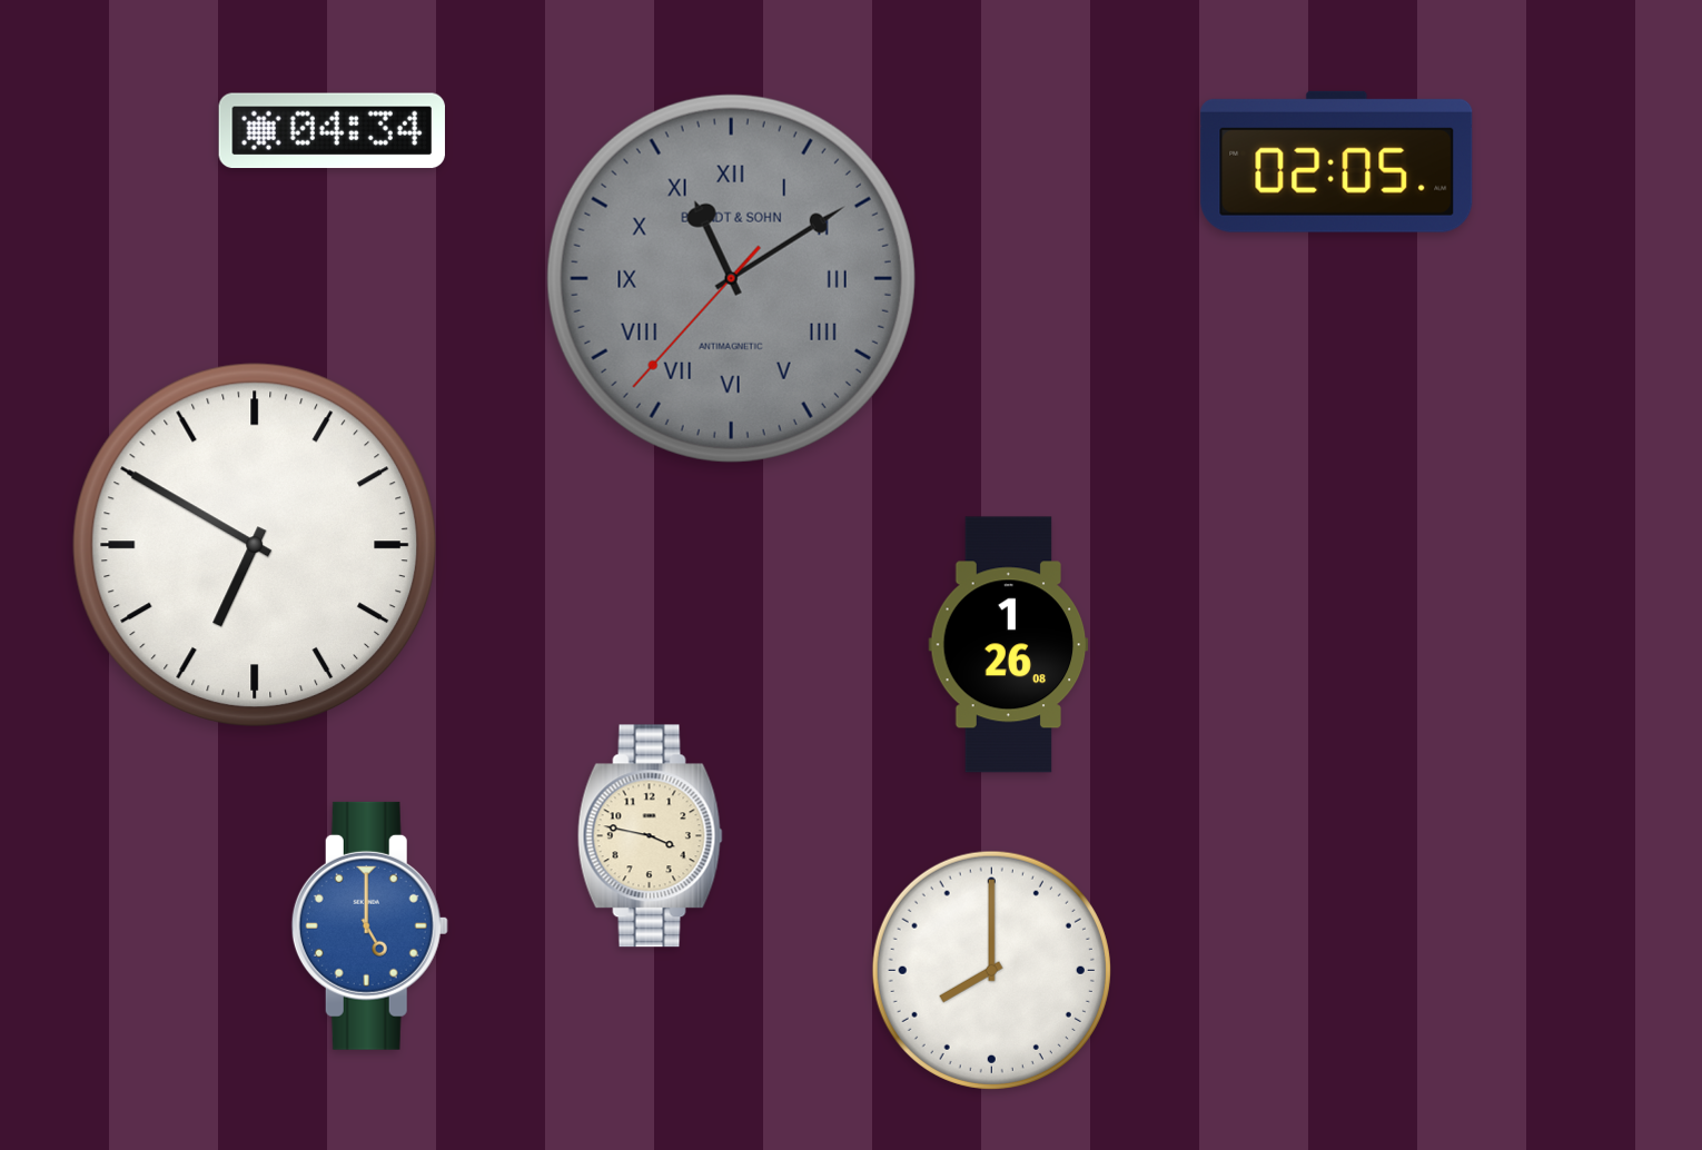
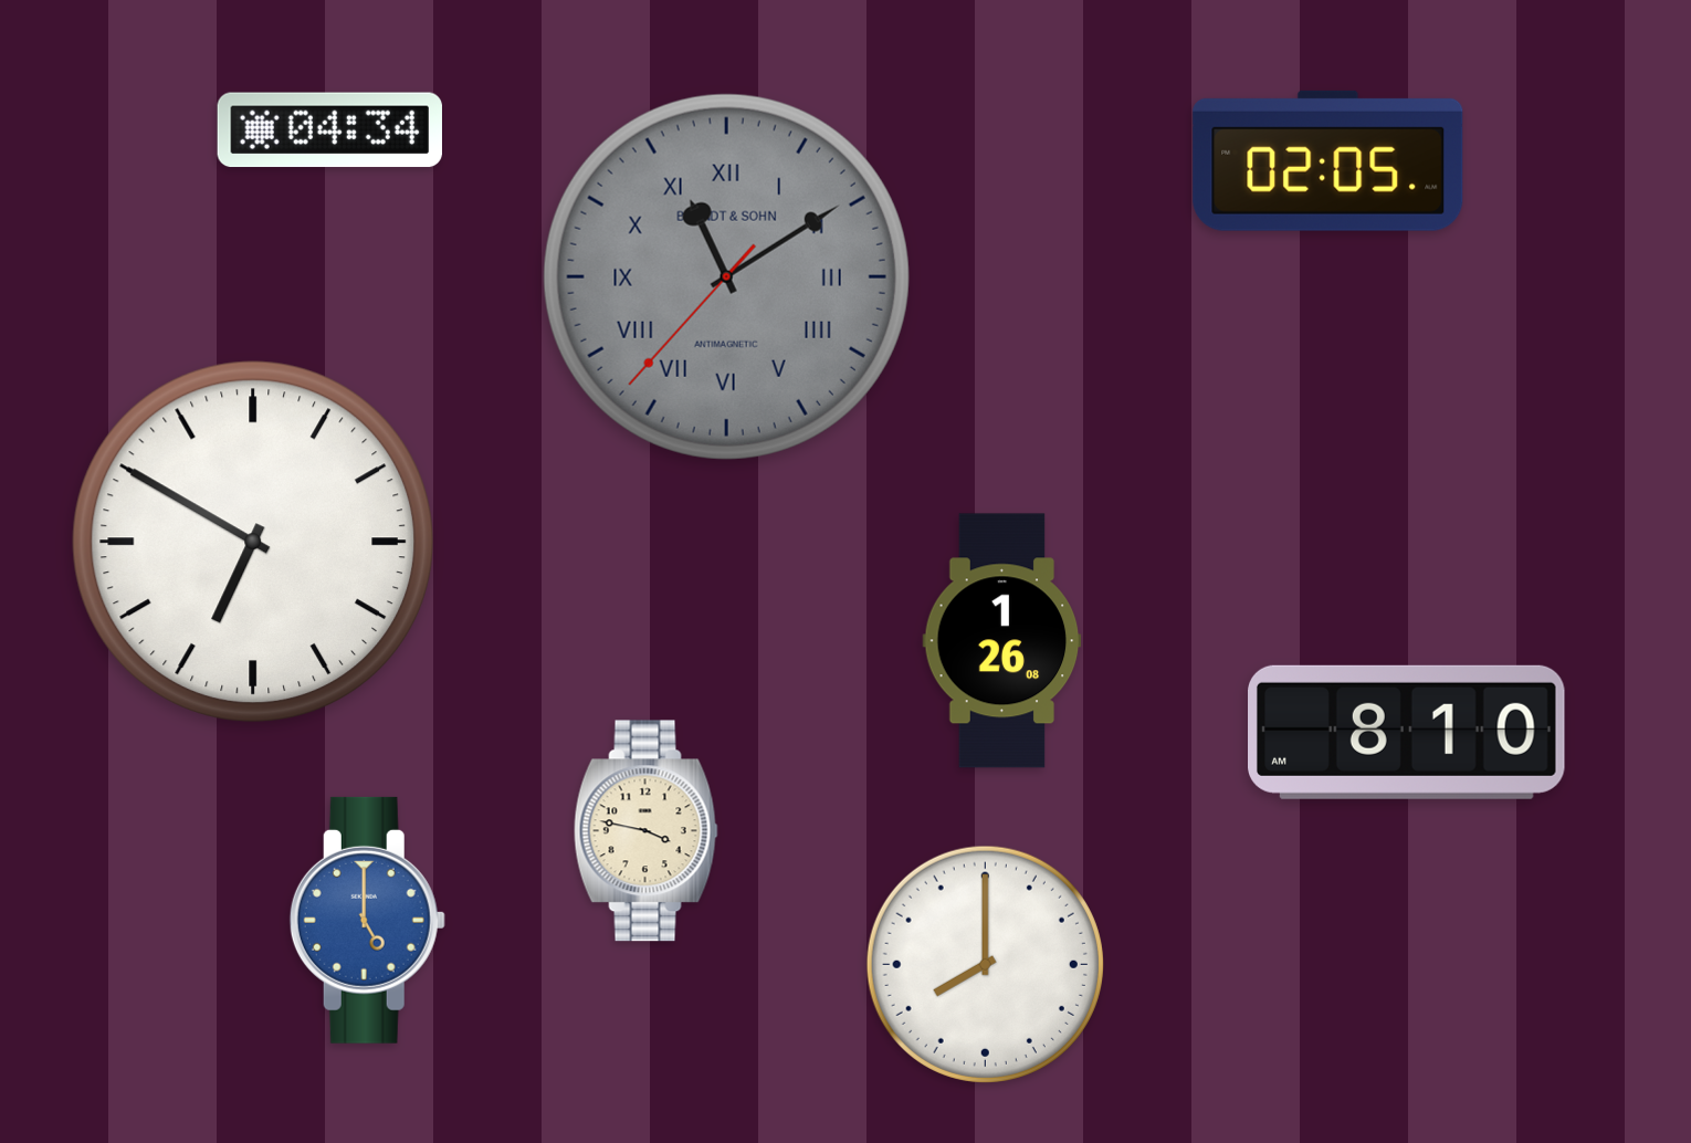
clock at (1407, 732): none -> 8:10
